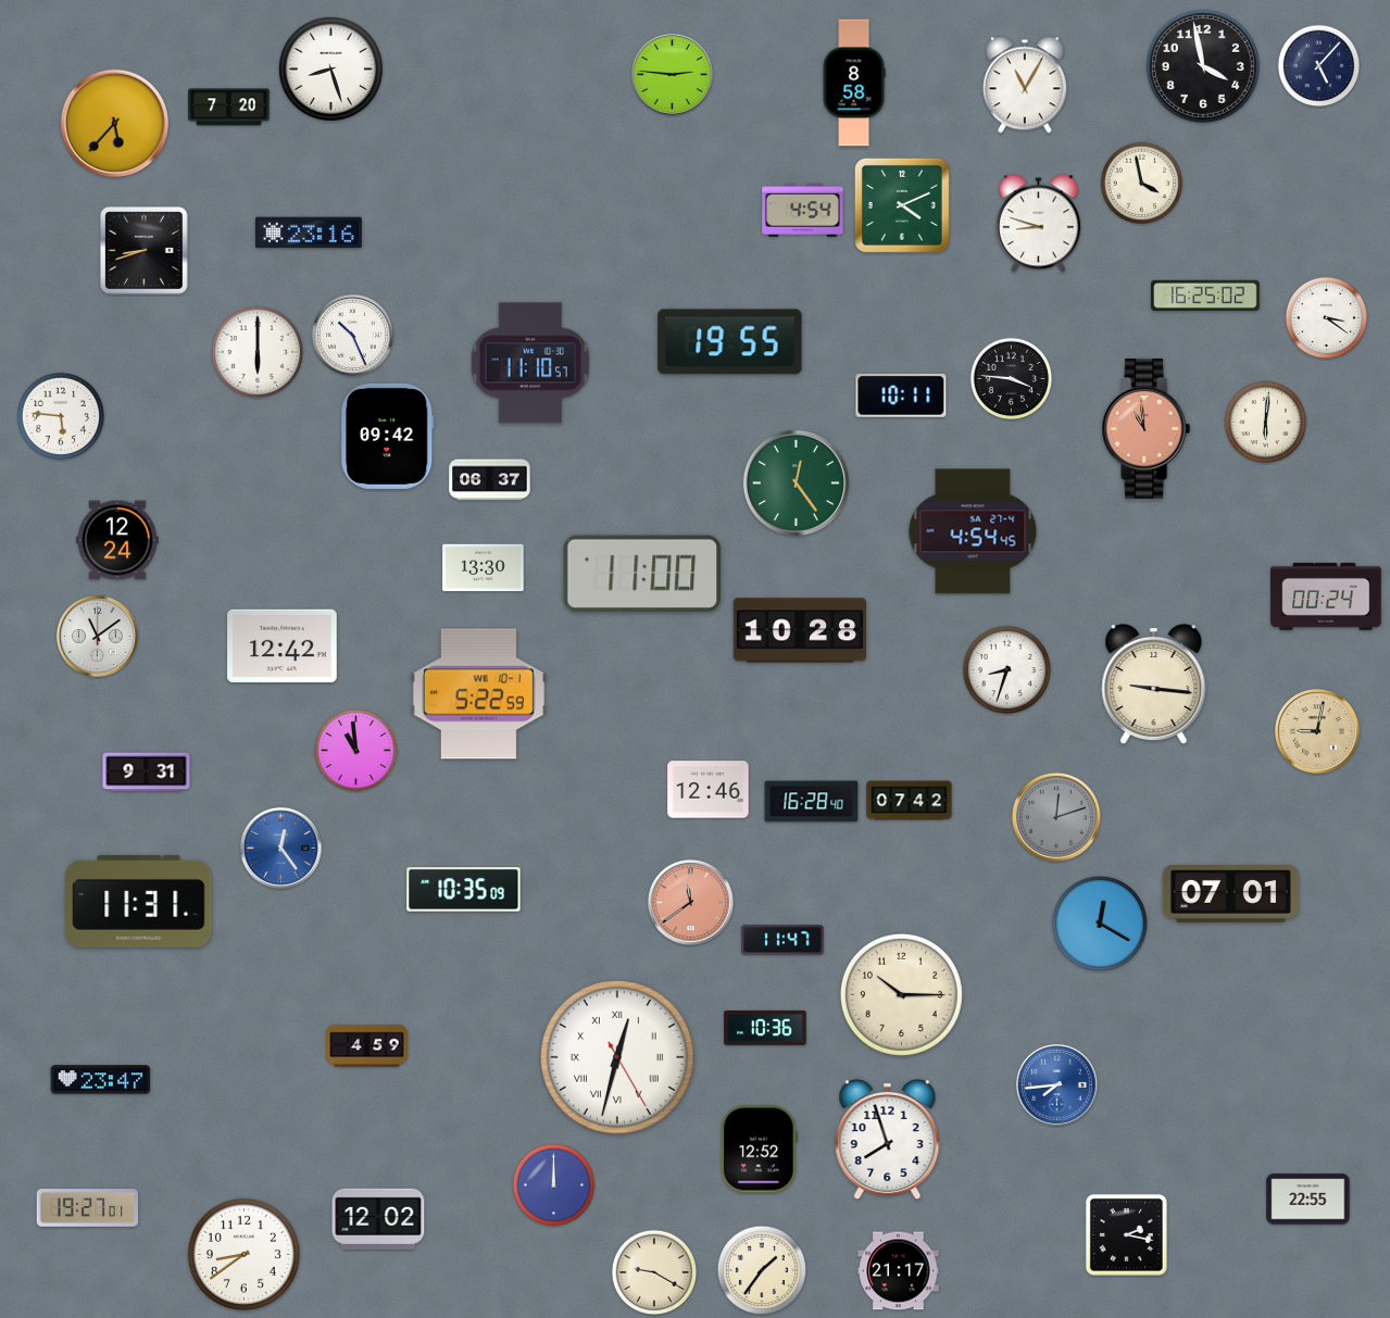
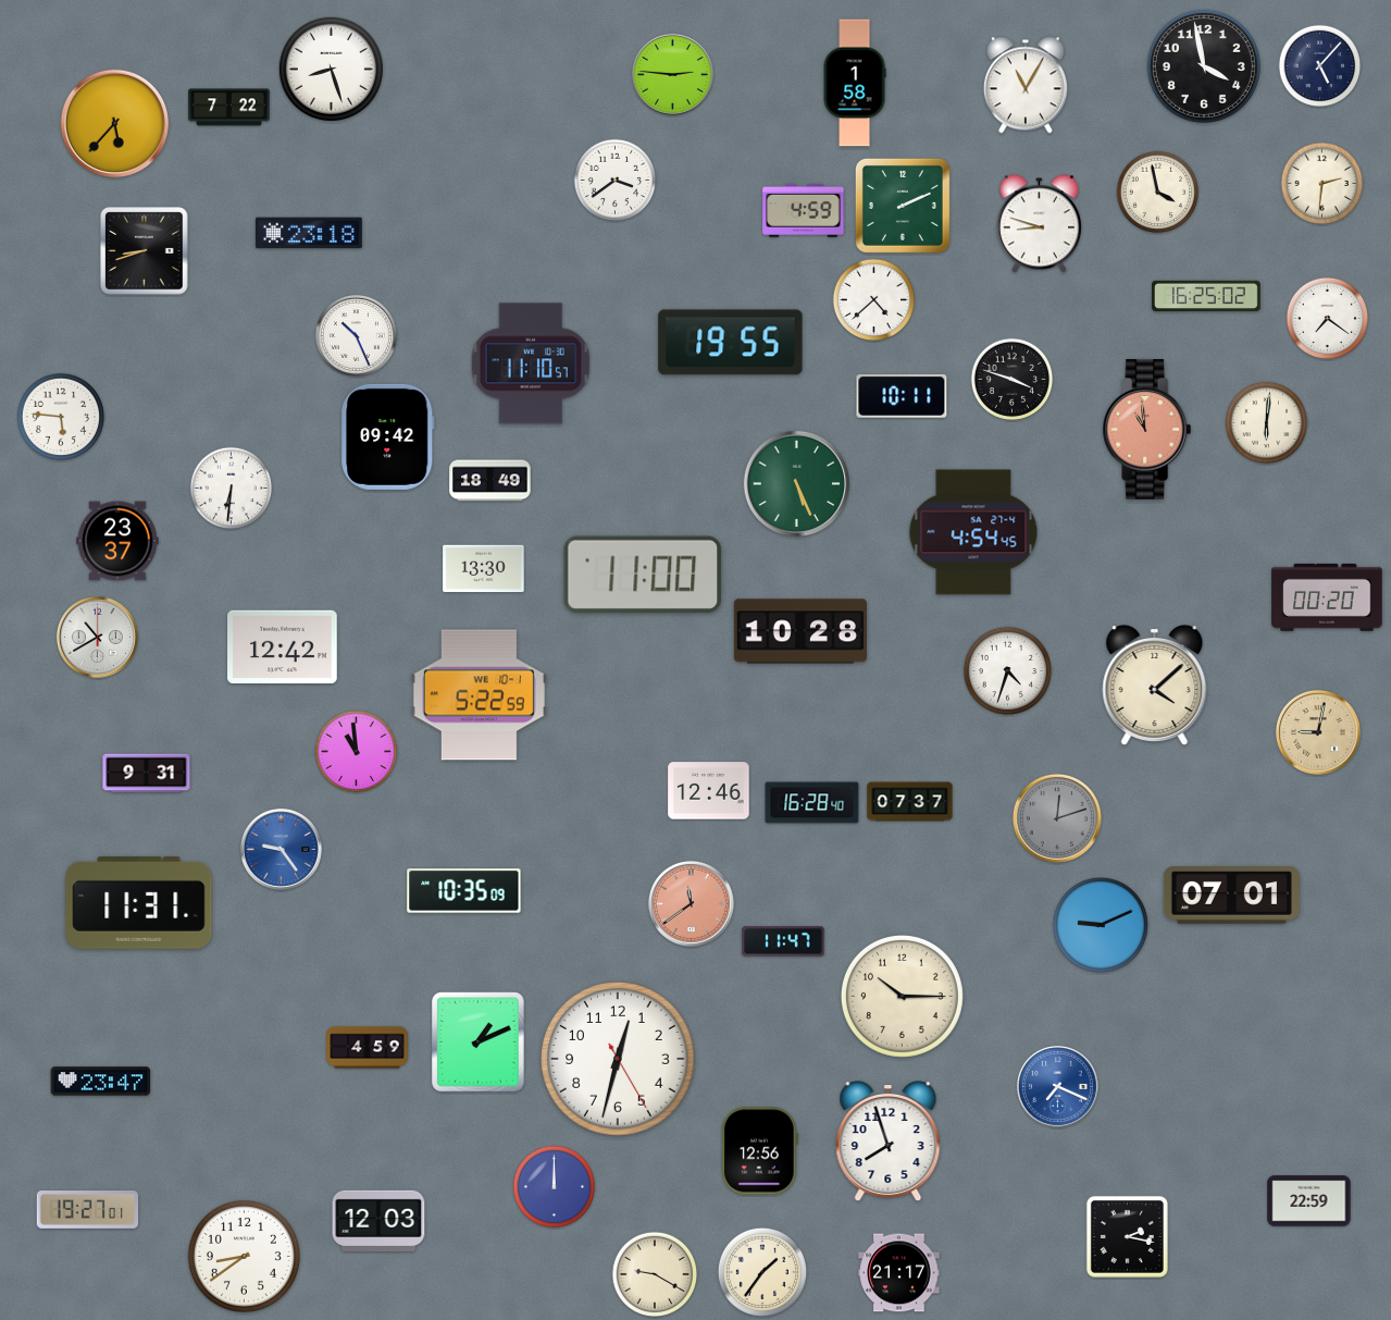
clock at (854, 83): 8:58 -> 1:58
clock at (229, 108): 7:20 -> 7:22
clock at (616, 181): none -> 3:39
clock at (1142, 184) position: (1142, 184) -> (1158, 193)
clock at (1322, 184): none -> 2:31
clock at (902, 205): 4:11 -> 2:11
clock at (803, 210): 4:54 -> 4:59
clock at (309, 233): 23:16 -> 23:18
clock at (874, 300): none -> 4:38
clock at (1327, 318): 3:21 -> 7:21
clock at (352, 335) position: (352, 335) -> (356, 335)
clock at (256, 351): 6:00 -> none
clock at (1012, 379): 3:46 -> 3:48
clock at (490, 480): 06:37 -> 18:49
clock at (796, 482): 12:24 -> 5:26
clock at (232, 489): none -> 6:31
clock at (117, 540): 12:24 -> 23:37
clock at (1326, 597): 00:24 -> 00:20
clock at (97, 636): 11:09 -> 10:40
clock at (1006, 669): 8:33 -> 4:33
clock at (1154, 685): 9:16 -> 4:08
clock at (910, 801): 07:42 -> 07:37
clock at (280, 848): 12:24 -> 9:24
clock at (1100, 924): 12:20 -> 9:11
clock at (765, 1028): 10:36 -> none
clock at (479, 1043): none -> 1:11
clock at (617, 1057) numerals: Roman -> Arabic
clock at (1056, 1084): 7:44 -> 7:19
clock at (759, 1150): 12:52 -> 12:56
clock at (1308, 1200): 22:55 -> 22:59
clock at (378, 1219): 12:02 -> 12:03
